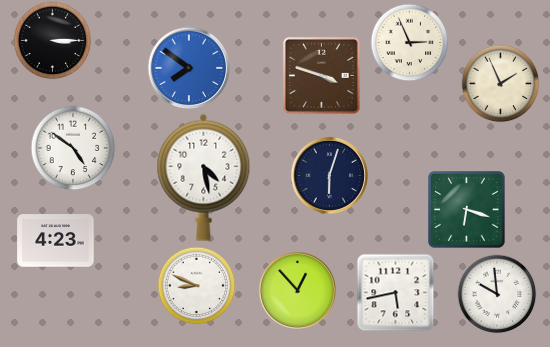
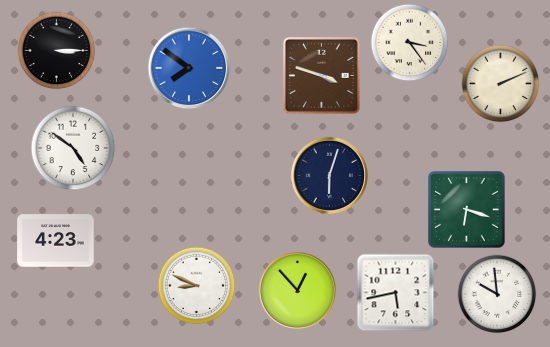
clock at (52, 40) position: (52, 40) -> (56, 50)
clock at (409, 42): 2:56 -> 3:24
clock at (500, 83): 1:56 -> 2:11
clock at (204, 177): 4:28 -> none
